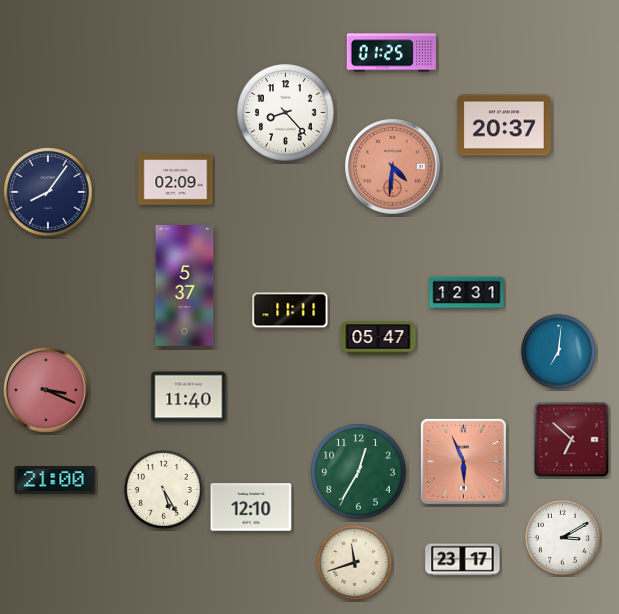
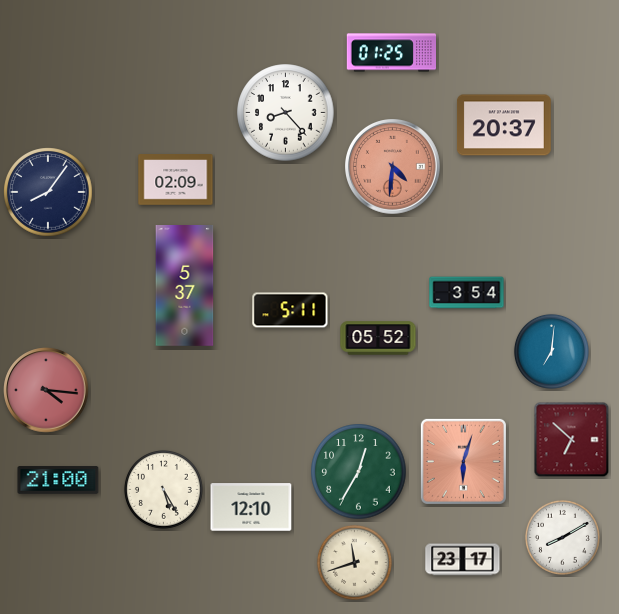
clock at (467, 293): 12:31 -> 3:54
clock at (290, 310): 11:11 -> 5:11
clock at (378, 338): 05:47 -> 05:52
clock at (558, 351) position: (558, 351) -> (551, 351)
clock at (46, 390): 3:19 -> 4:16
clock at (189, 397): 11:40 -> none
clock at (463, 461): 5:56 -> 6:03
clock at (55, 480) position: (55, 480) -> (58, 480)
clock at (562, 537): 3:10 -> 8:10
